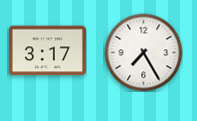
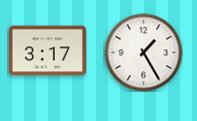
clock at (143, 52): 7:25 -> 1:25
